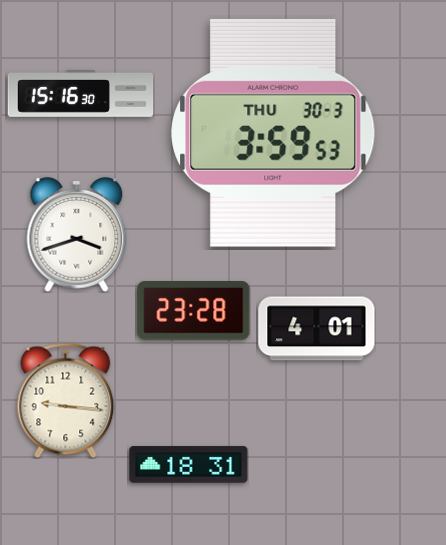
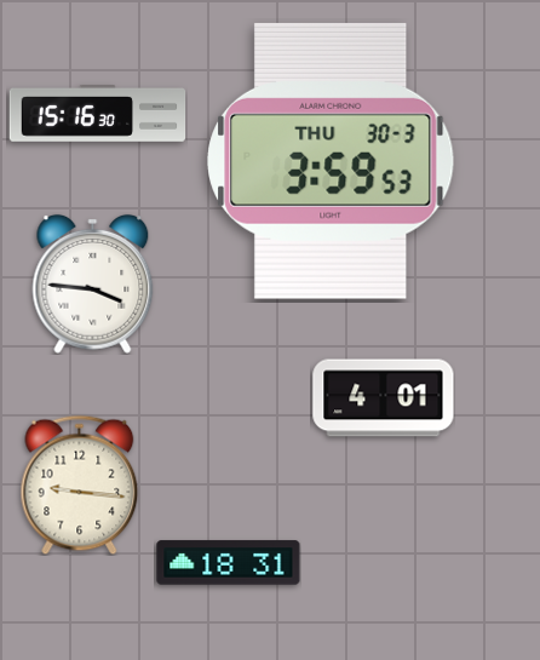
clock at (77, 234): 3:42 -> 3:46
clock at (194, 311): 23:28 -> none
